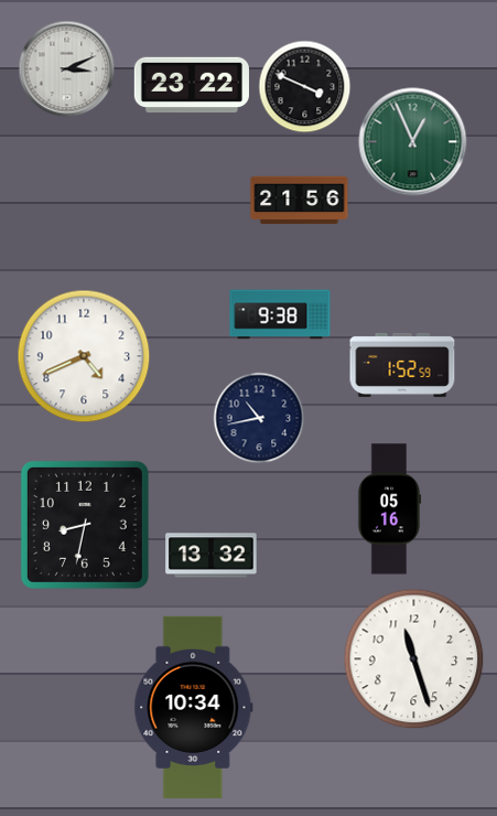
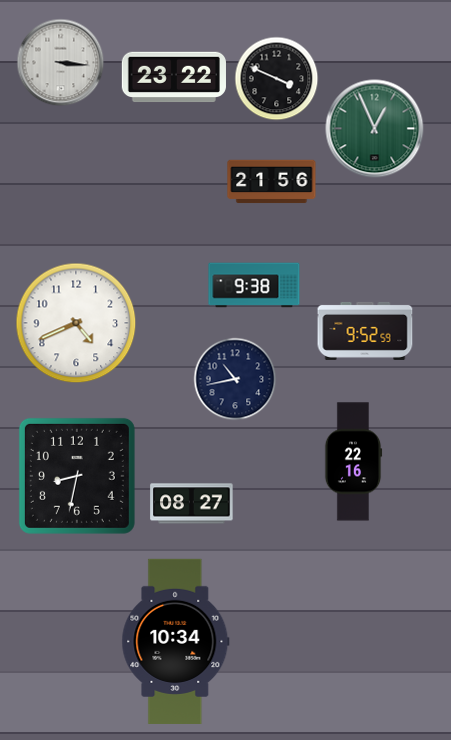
clock at (67, 69): 3:11 -> 3:16
clock at (402, 365): 1:52 -> 9:52
clock at (389, 509): 05:16 -> 22:16
clock at (212, 556): 13:32 -> 08:27
clock at (414, 659): 11:27 -> none
